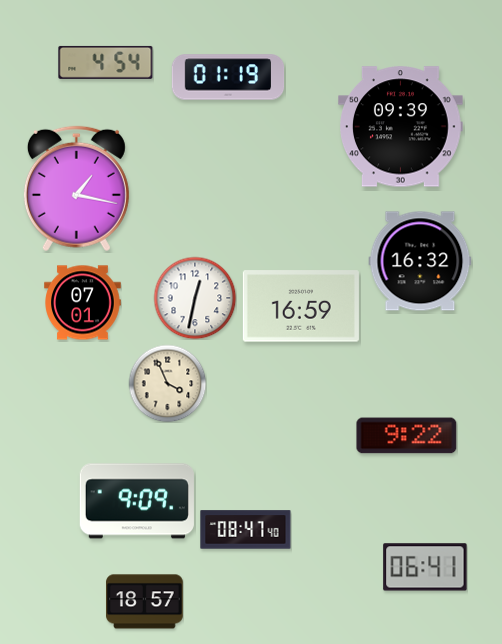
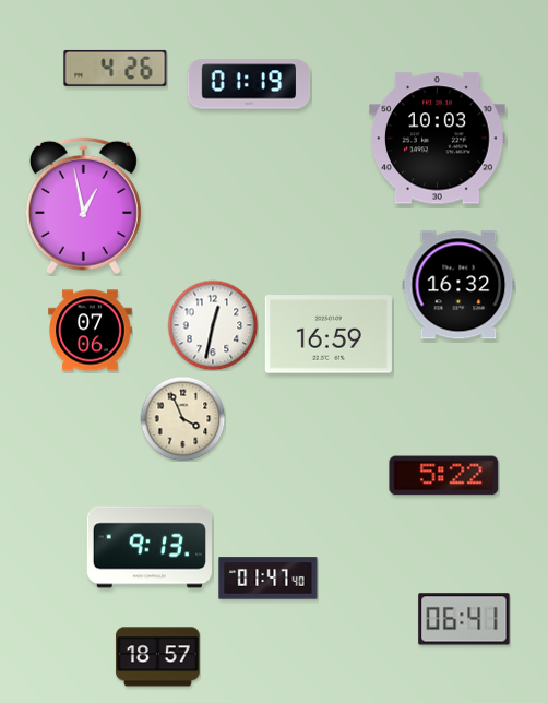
clock at (106, 62): 4:54 -> 4:26
clock at (401, 127): 09:39 -> 10:03
clock at (76, 189): 1:17 -> 12:58
clock at (83, 303): 07:01 -> 07:06
clock at (407, 436): 9:22 -> 5:22
clock at (137, 501): 9:09 -> 9:13
clock at (246, 530): 08:47 -> 01:47
